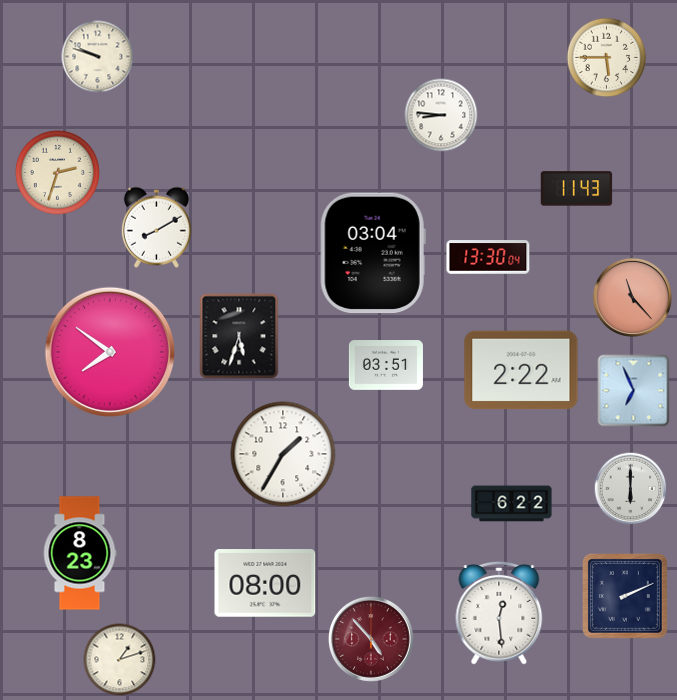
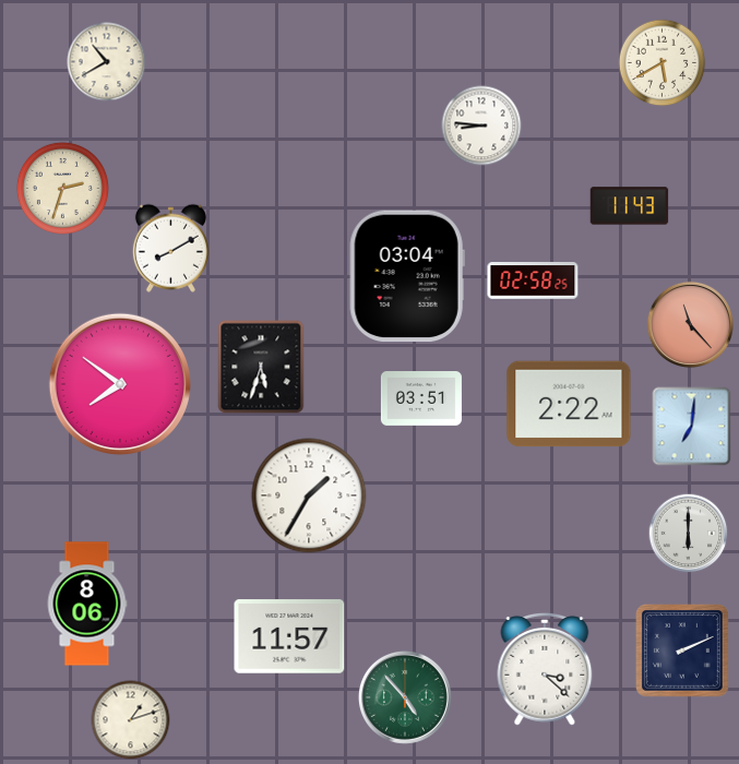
clock at (98, 57): 9:48 -> 10:40
clock at (607, 58): 5:45 -> 5:40
clock at (488, 257): 13:30 -> 02:58
clock at (634, 391): 6:56 -> 7:01
clock at (512, 504): 6:22 -> none
clock at (80, 553): 8:23 -> 8:06
clock at (265, 583): 08:00 -> 11:57
clock at (499, 613): 12:29 -> 3:22
clock at (371, 639) dial: burgundy -> green
